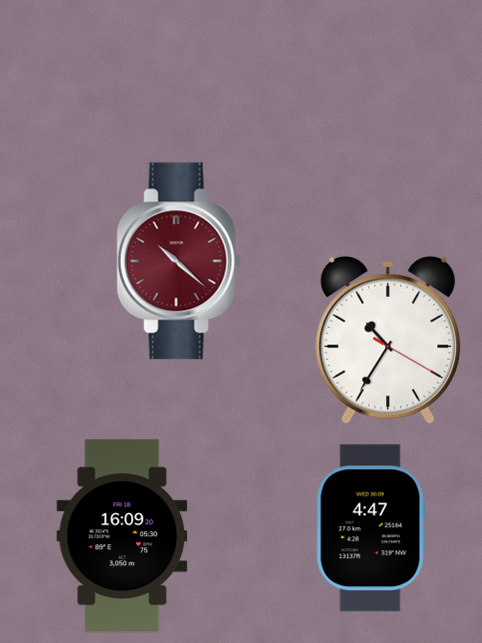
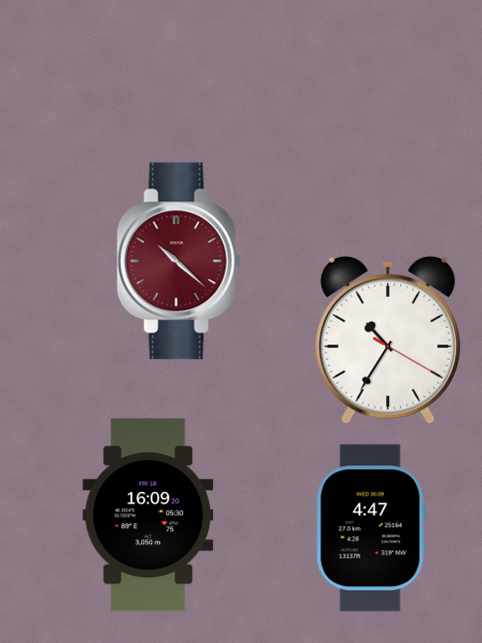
clock at (122, 536) position: (122, 536) -> (148, 515)
